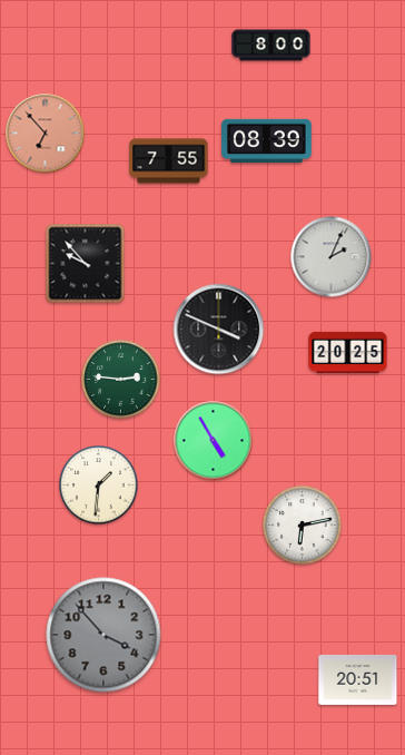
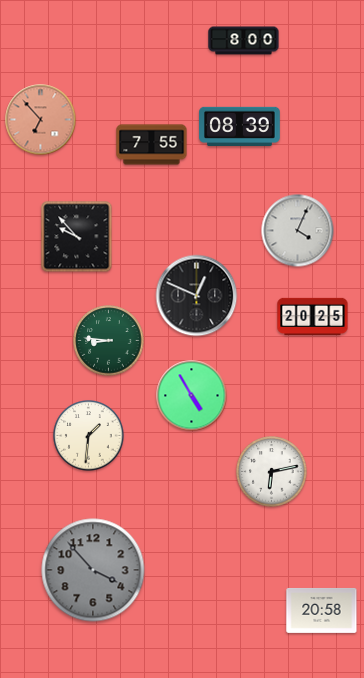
clock at (332, 257): 2:04 -> 4:04
clock at (219, 330): 3:49 -> 12:49
clock at (121, 380): 2:46 -> 8:46
clock at (358, 679): 20:51 -> 20:58
